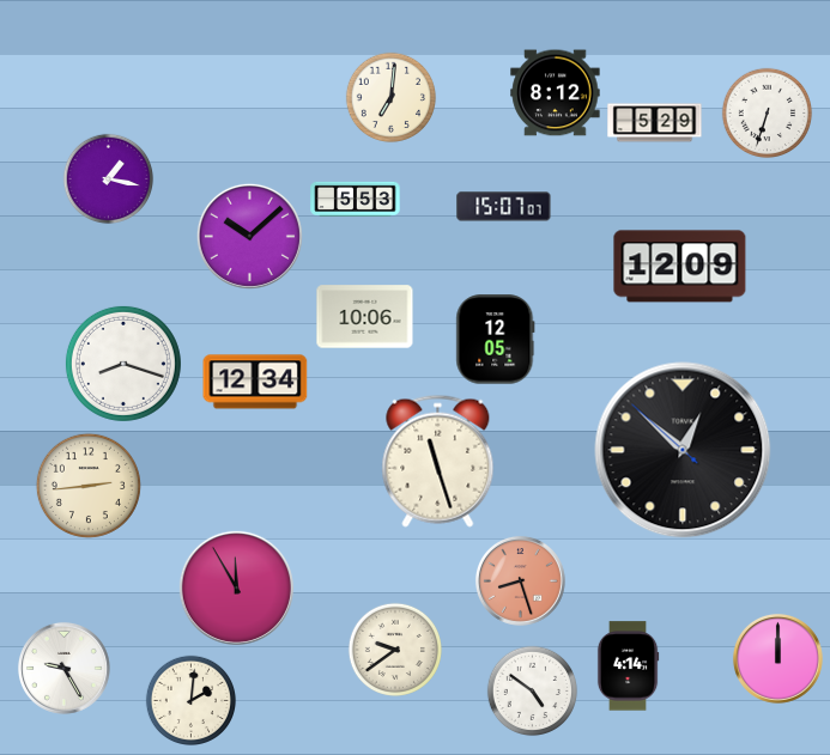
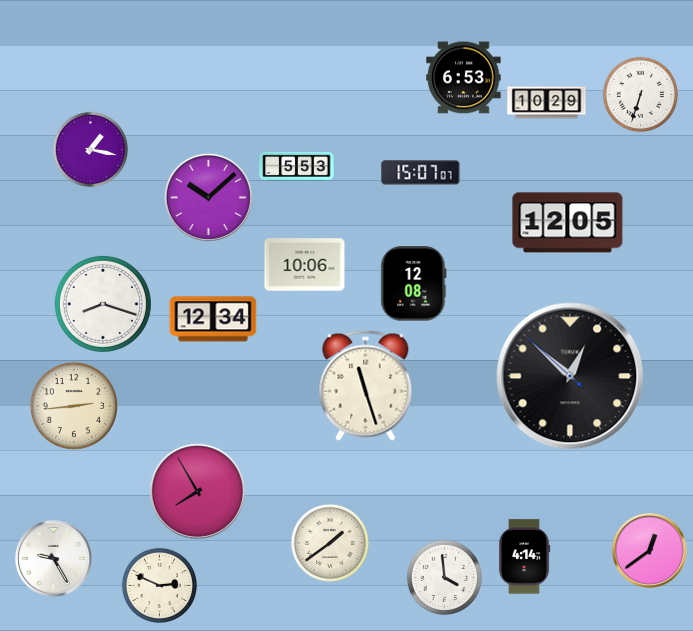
clock at (556, 93): 8:12 -> 6:53
clock at (392, 98): 7:01 -> none
clock at (655, 123): 5:29 -> 10:29
clock at (680, 267): 12:09 -> 12:05
clock at (496, 340): 12:05 -> 12:08
clock at (520, 580): 8:27 -> none
clock at (236, 587): 11:55 -> 7:55
clock at (394, 649): 9:39 -> 1:39
clock at (777, 658): 12:00 -> 12:39
clock at (533, 692): 4:51 -> 3:59
clock at (192, 701): 2:01 -> 2:49
